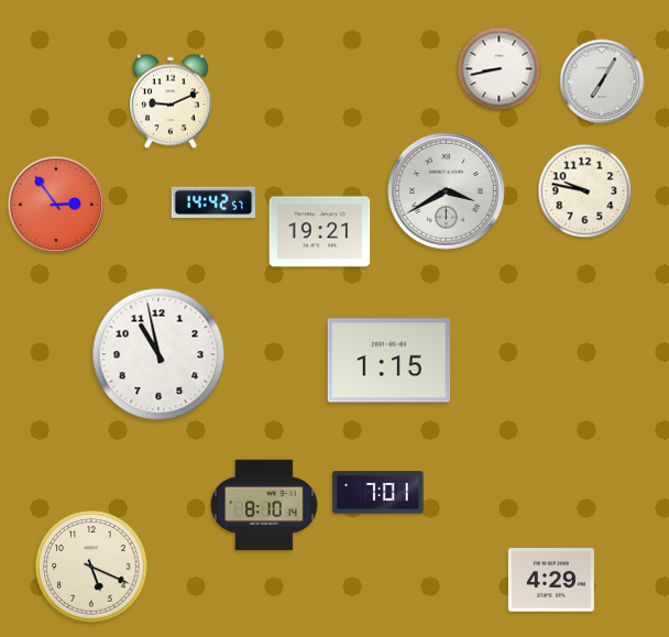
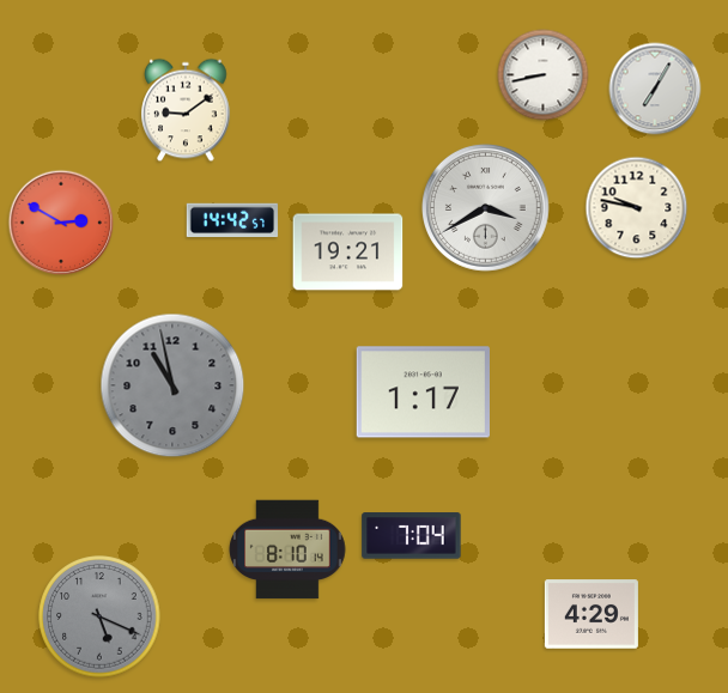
clock at (171, 101): 9:11 -> 9:09
clock at (56, 205): 2:54 -> 2:50
clock at (158, 354) dial: white -> grey
clock at (388, 361): 1:15 -> 1:17
clock at (379, 493): 7:01 -> 7:04
clock at (91, 567) dial: cream -> grey
clock at (551, 580) position: (551, 580) -> (591, 614)
